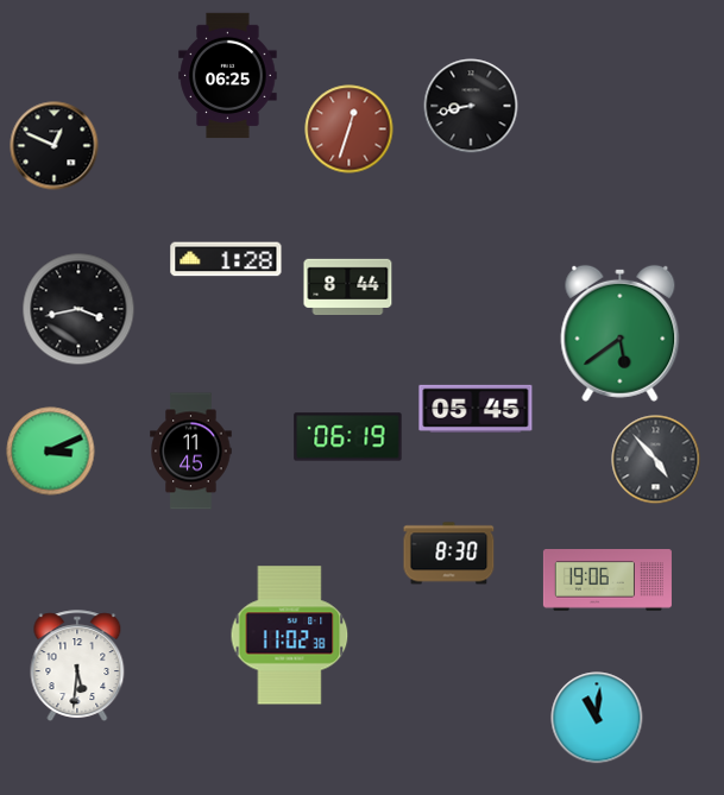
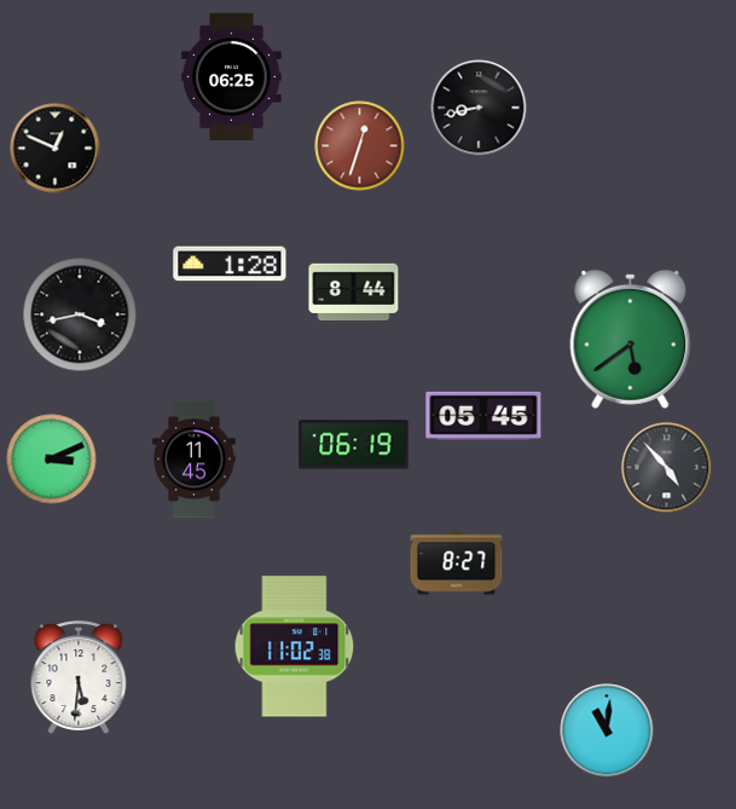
clock at (350, 130) position: (350, 130) -> (360, 146)
clock at (449, 554): 8:30 -> 8:27
clock at (607, 581): 19:06 -> none
